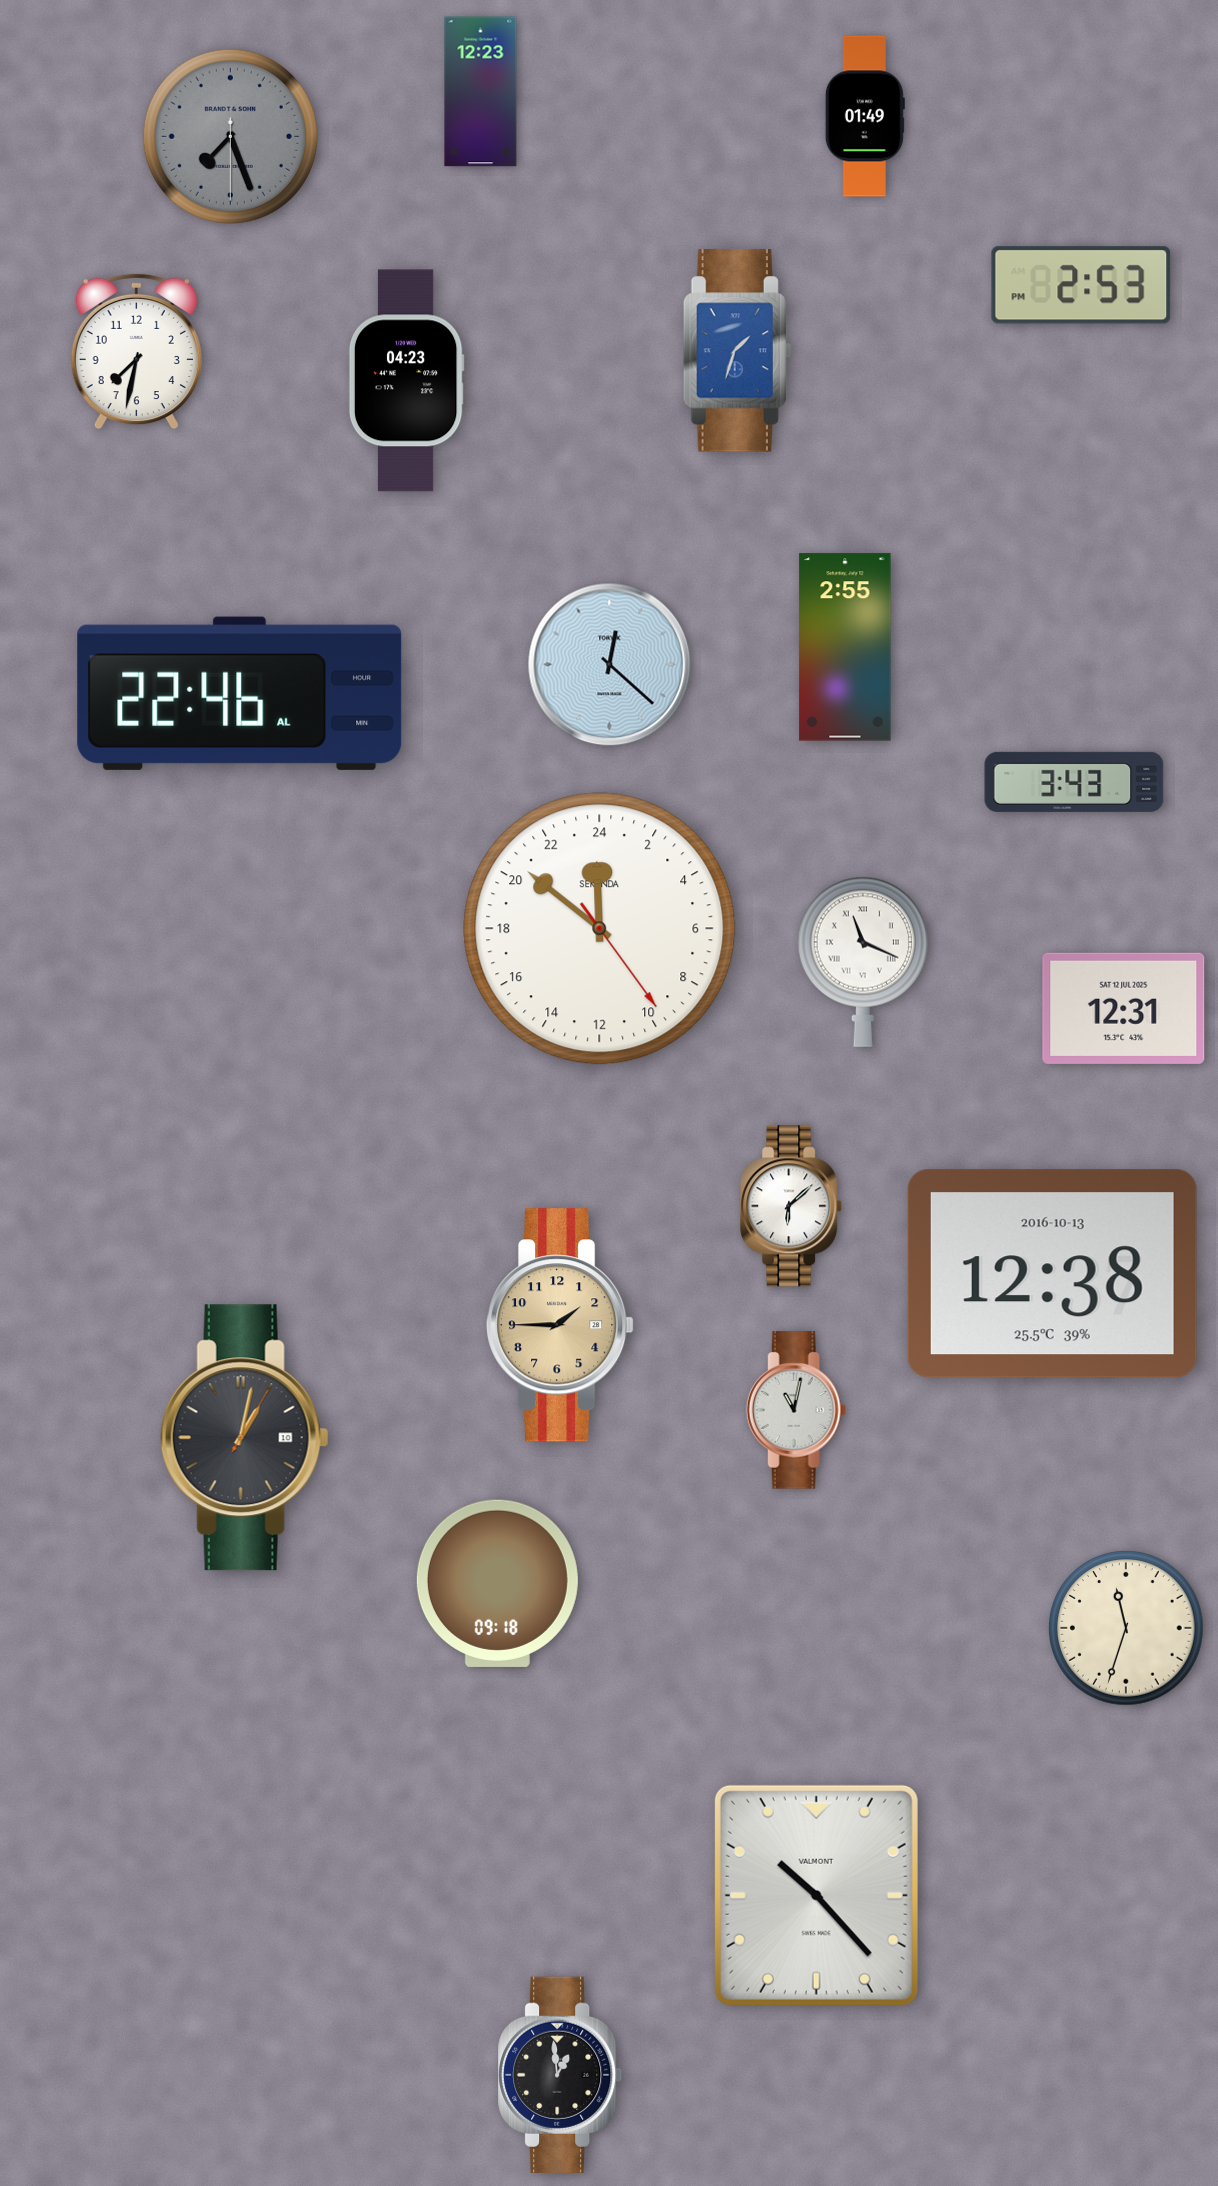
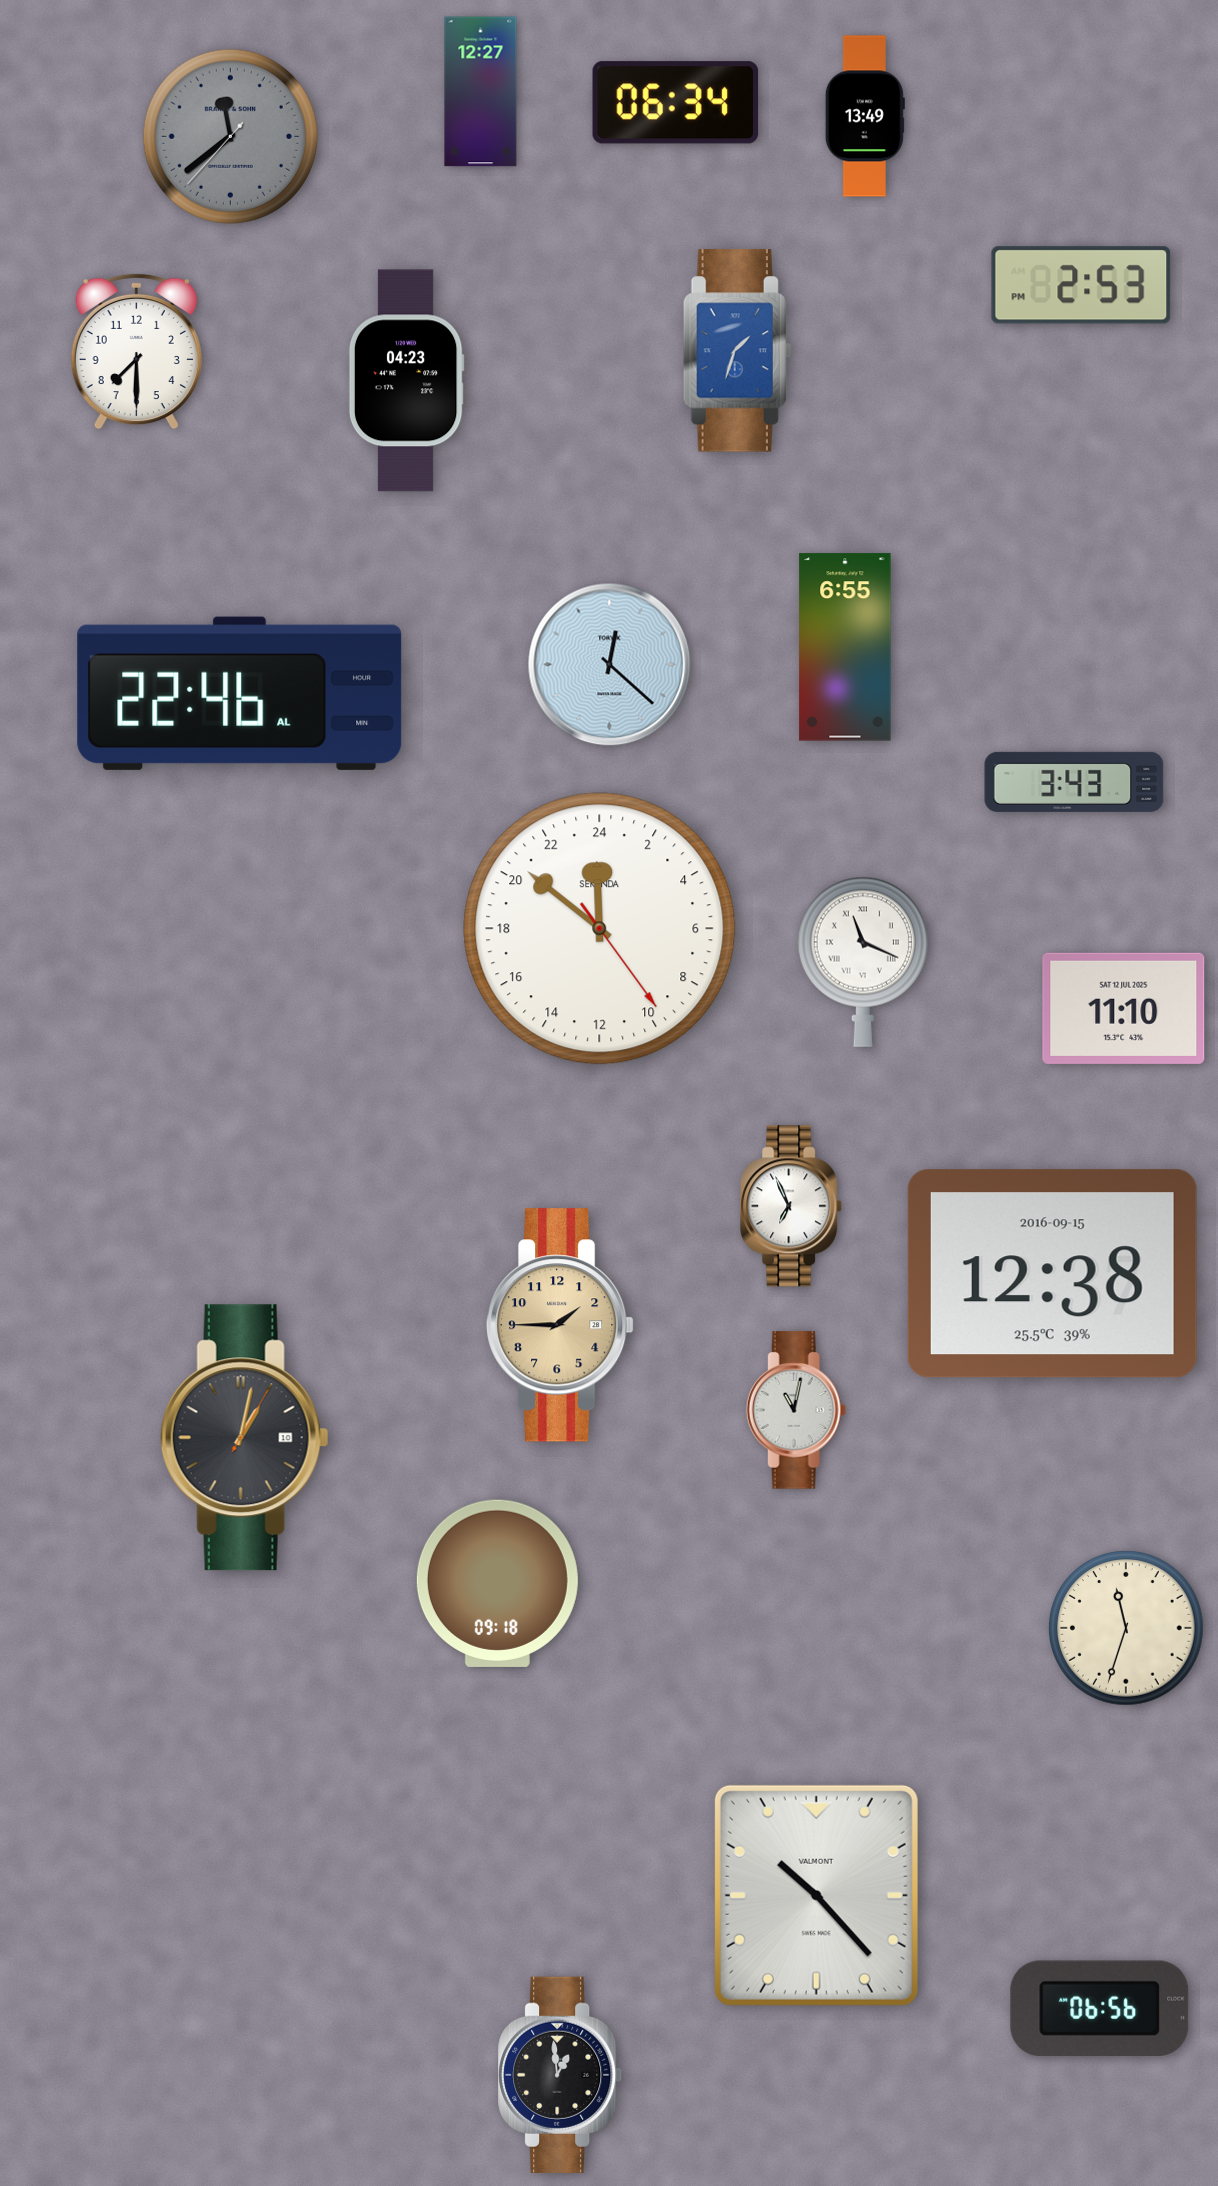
clock at (481, 92): 12:23 -> 12:27
clock at (676, 103): none -> 06:34
clock at (865, 116): 01:49 -> 13:49
clock at (230, 136): 7:26 -> 11:38
clock at (136, 352): 7:32 -> 7:30
clock at (845, 647): 2:55 -> 6:55
clock at (1124, 1008): 12:31 -> 11:10
clock at (792, 1206): 6:08 -> 6:56
clock at (1052, 1274) date: 2016-10-13 -> 2016-09-15
clock at (1100, 2008): none -> 06:56
